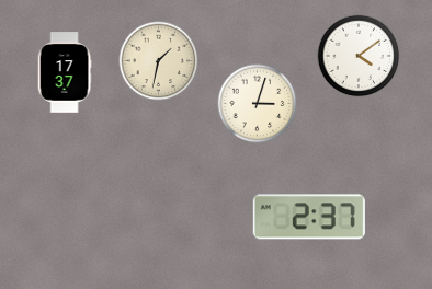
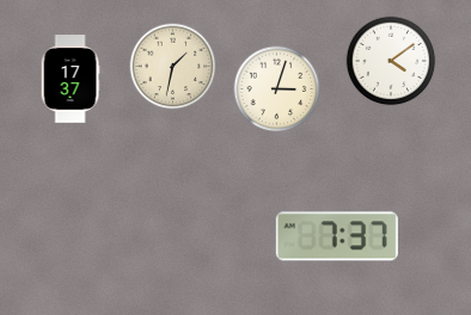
clock at (258, 104) position: (258, 104) -> (277, 89)
clock at (309, 217): 2:37 -> 7:37
